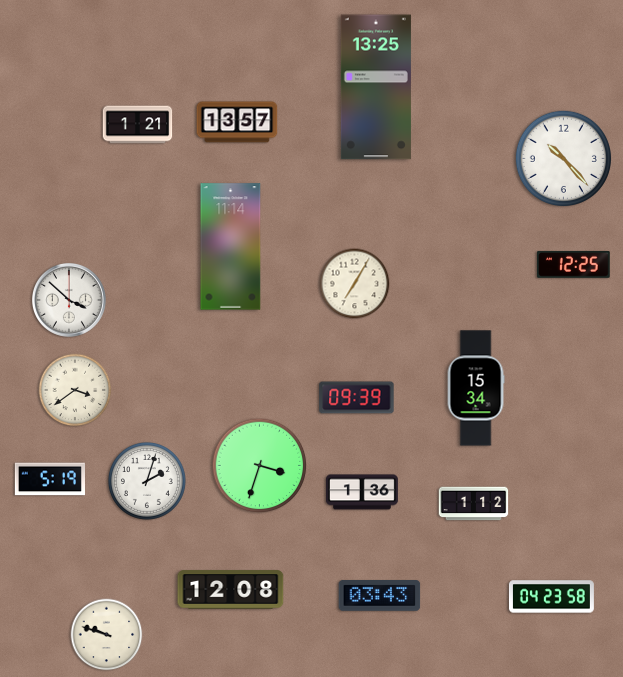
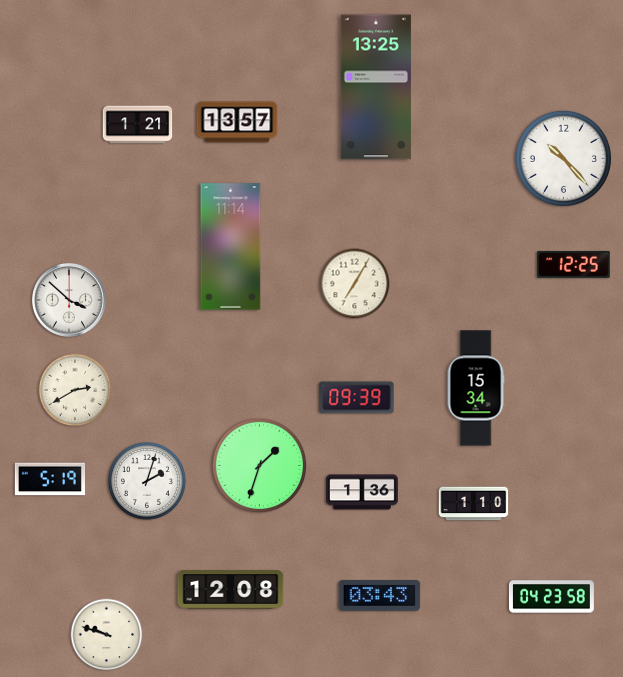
clock at (75, 390): 3:39 -> 2:40
clock at (260, 466): 3:33 -> 1:33
clock at (474, 504): 1:12 -> 1:10
